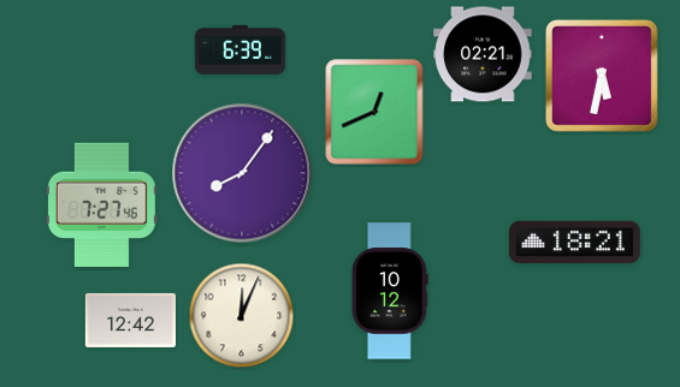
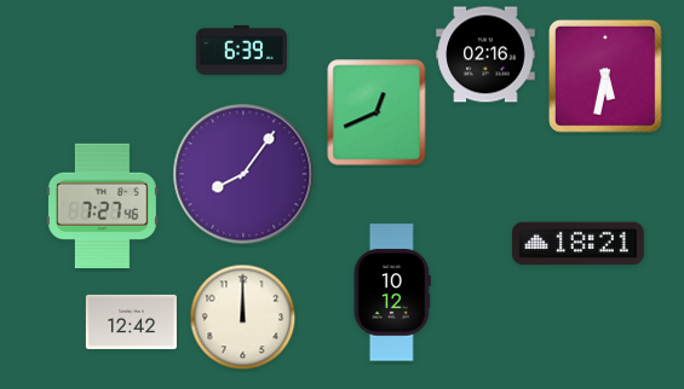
clock at (483, 54): 02:21 -> 02:16
clock at (242, 316): 12:04 -> 12:00
